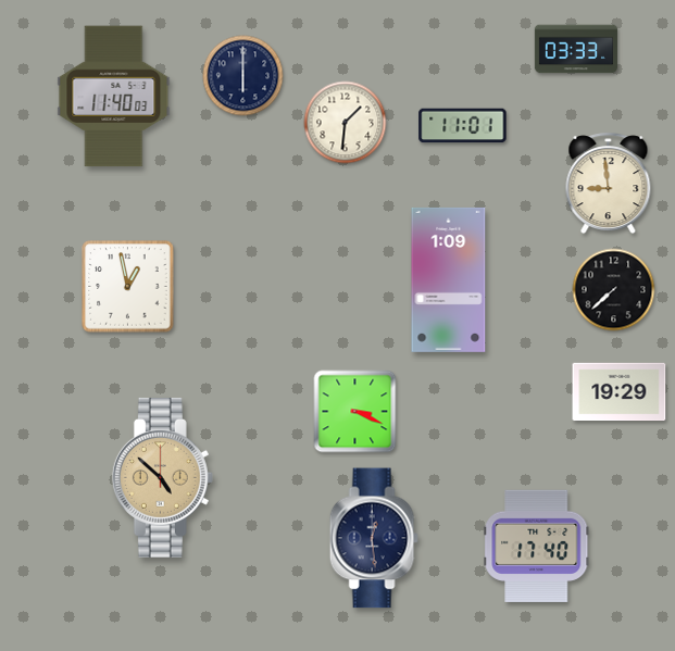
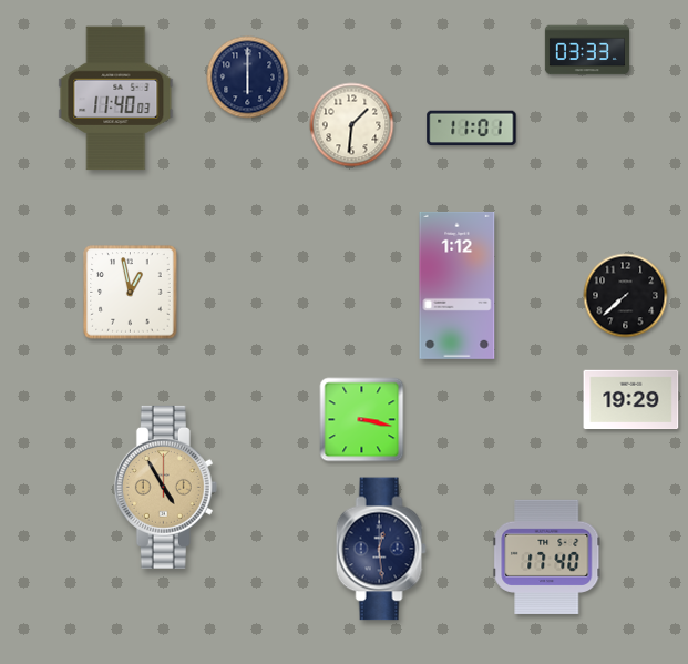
clock at (609, 184): 8:59 -> none
clock at (449, 279): 1:09 -> 1:12
clock at (355, 412): 3:19 -> 3:17
clock at (162, 477): 4:52 -> 4:55
